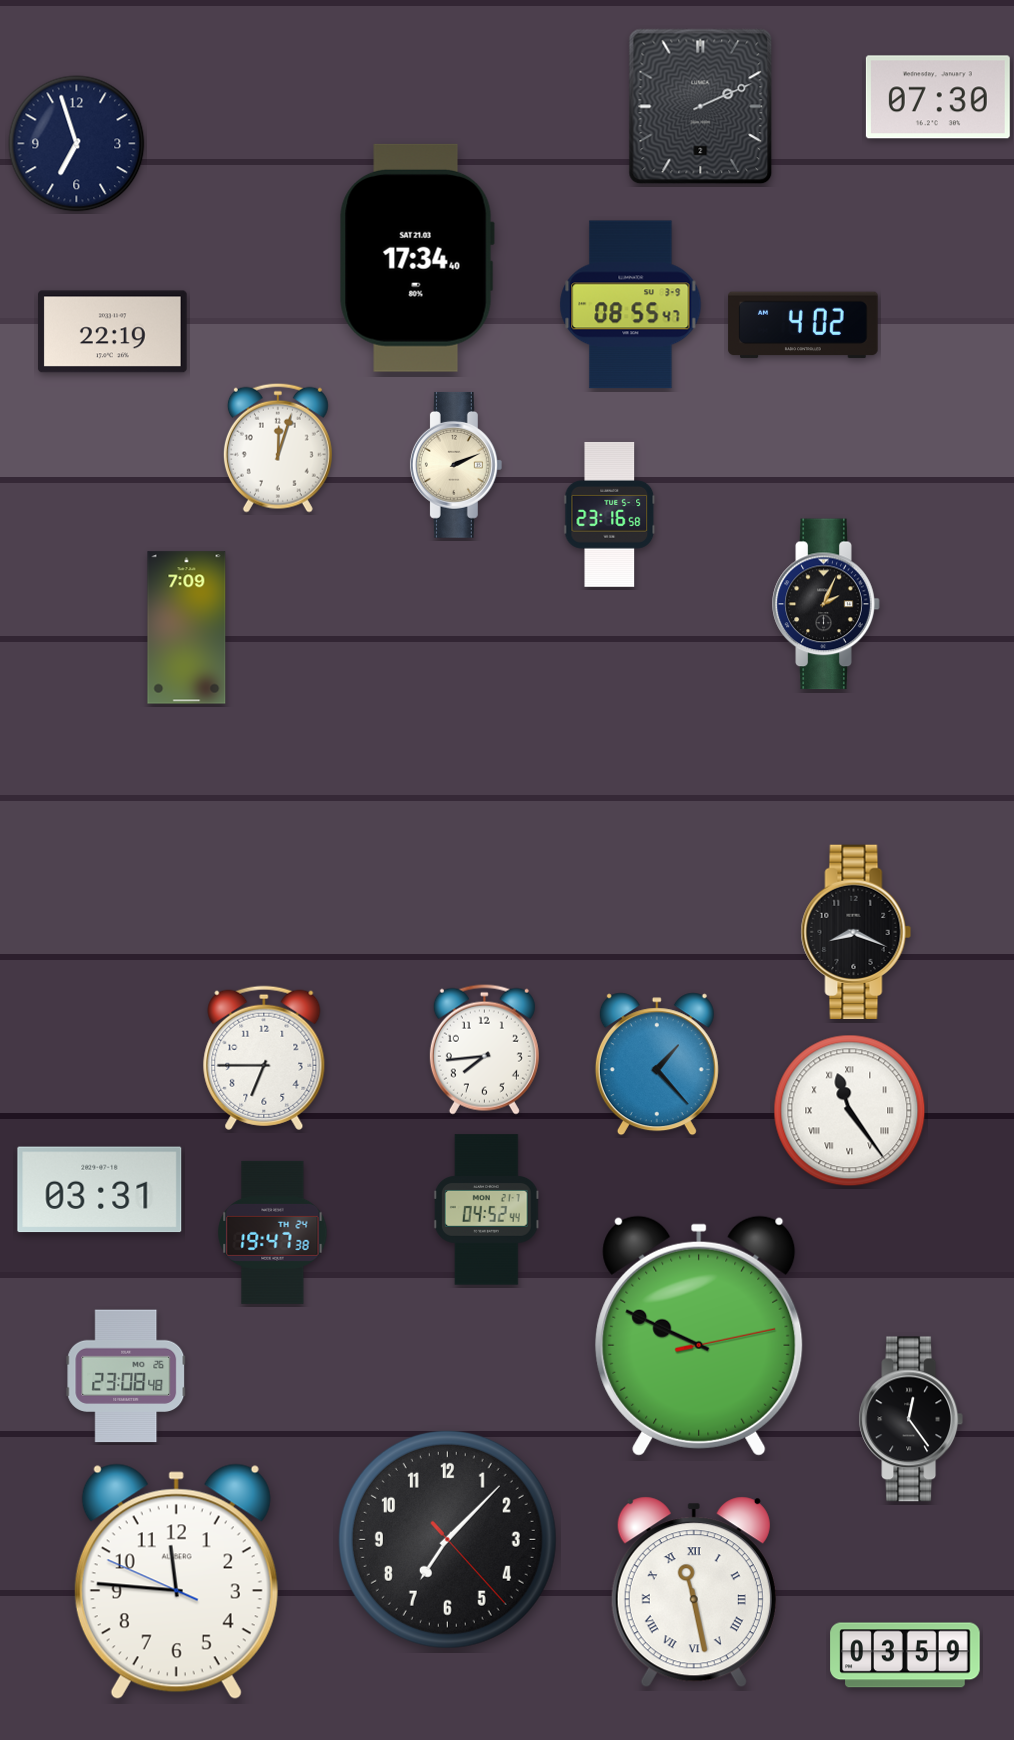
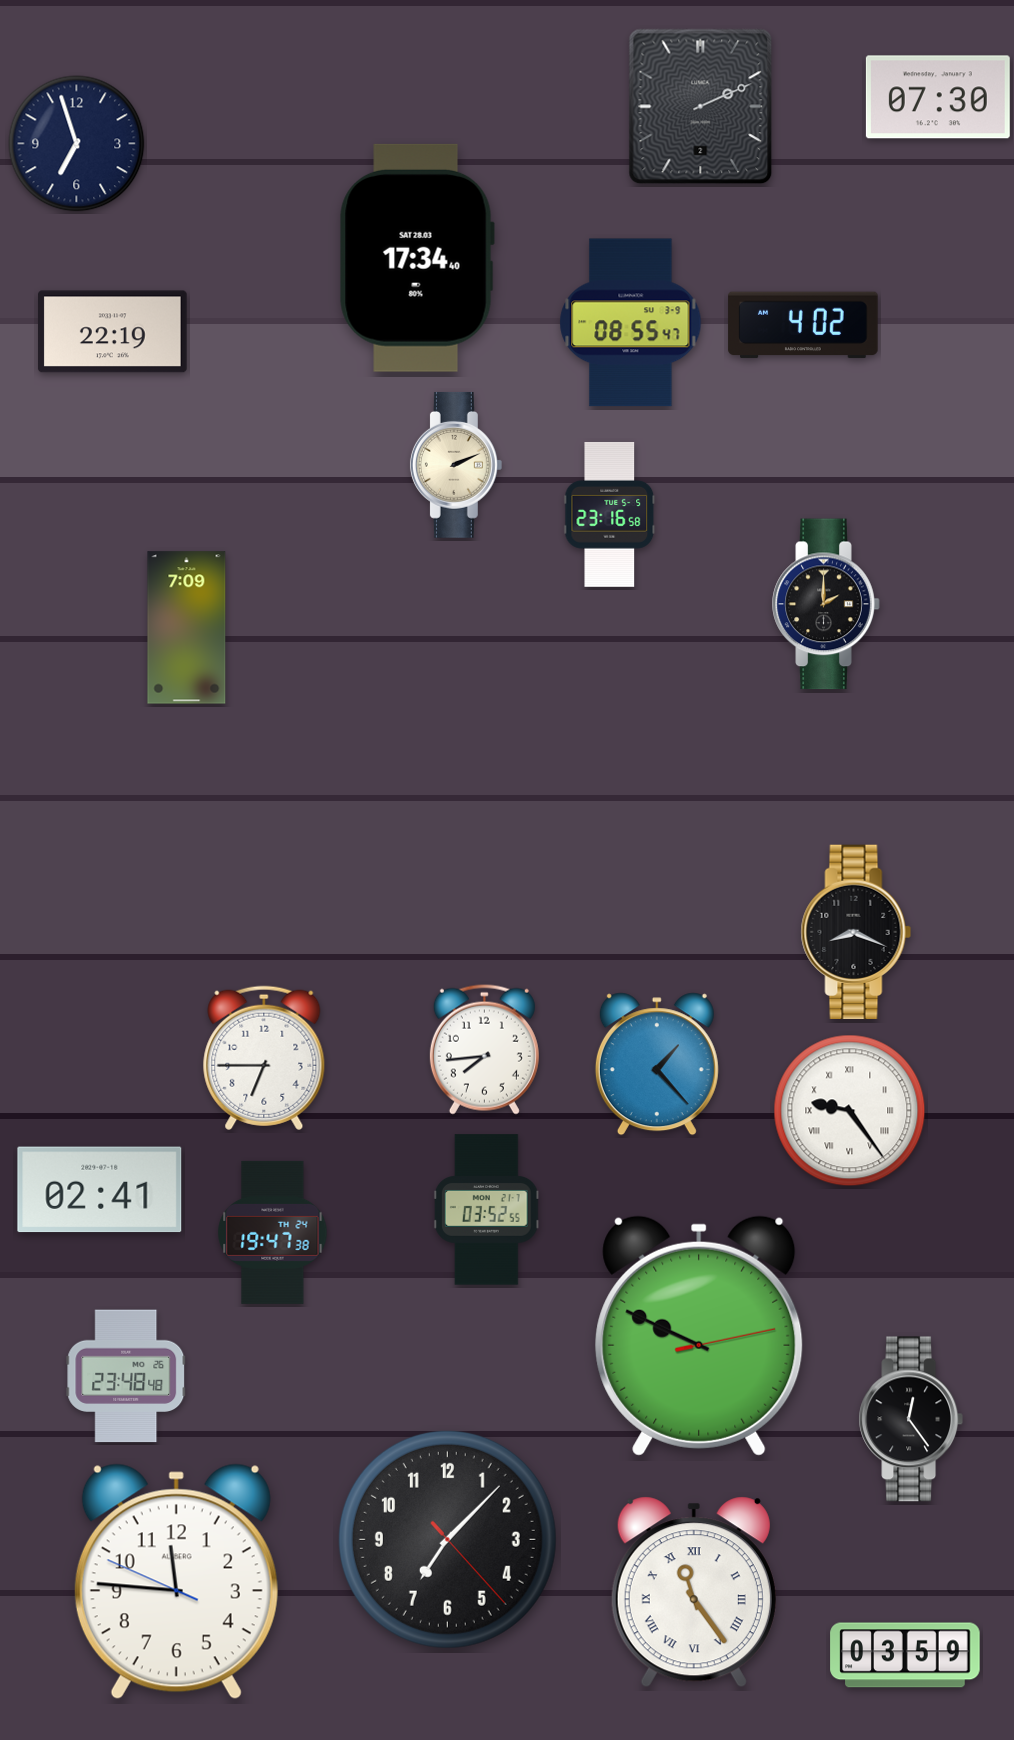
clock at (417, 258) date: SAT 21.03 -> SAT 28.03
clock at (631, 305) position: (631, 305) -> (631, 323)
clock at (278, 448): 12:03 -> none
clock at (826, 604): 2:04 -> 2:00
clock at (850, 1111): 11:24 -> 9:24
clock at (100, 1190): 03:31 -> 02:41
clock at (486, 1210): 04:52 -> 03:52
clock at (126, 1376): 23:08 -> 23:48
clock at (694, 1592): 11:28 -> 11:24
